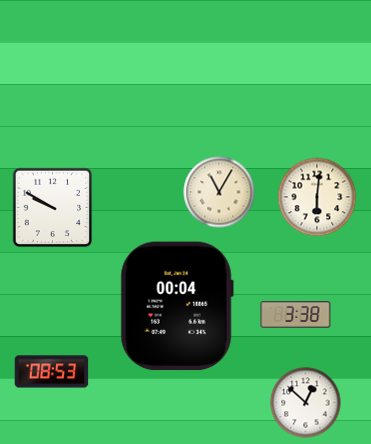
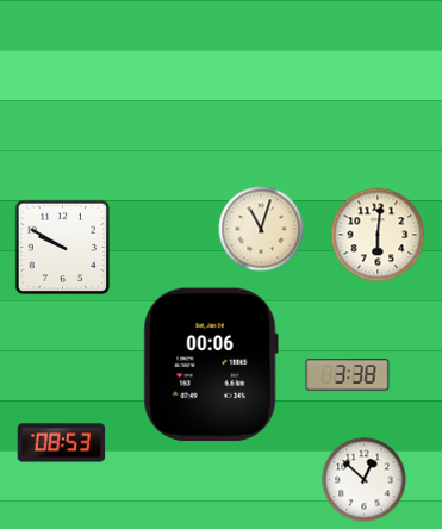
clock at (219, 192): 11:05 -> 11:03
clock at (177, 306): 00:04 -> 00:06
clock at (296, 315) position: (296, 315) -> (348, 375)
